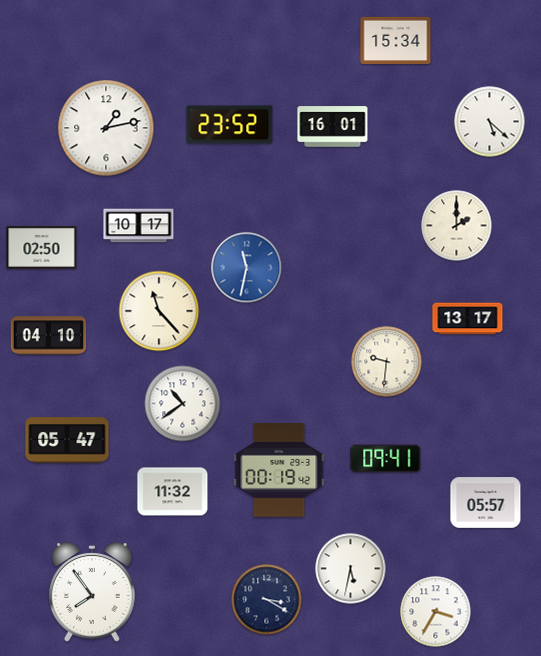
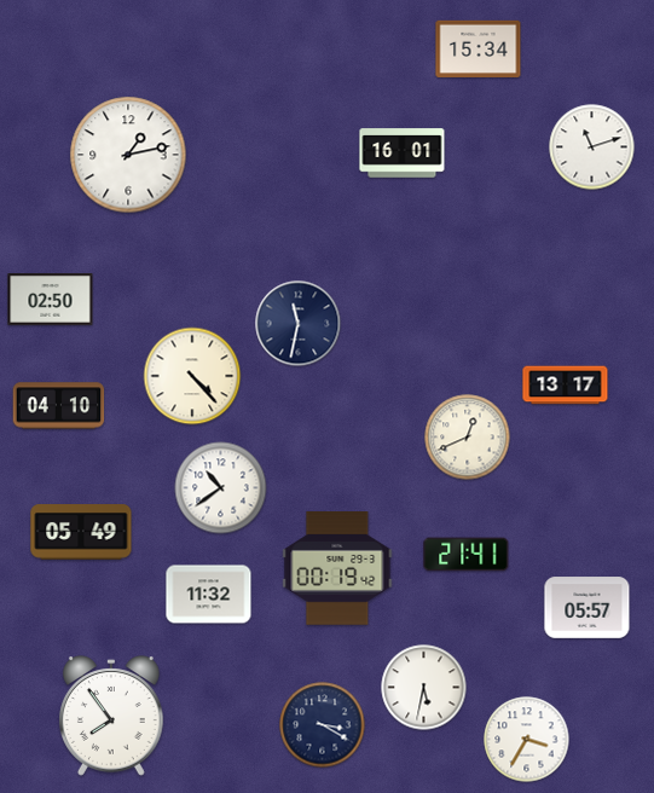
clock at (490, 122): 5:22 -> 11:12
clock at (230, 125): 23:52 -> none
clock at (139, 226): 10:17 -> none
clock at (457, 226): 2:00 -> none
clock at (247, 268) dial: blue -> navy
clock at (159, 311): 11:23 -> 4:23
clock at (387, 362): 9:31 -> 12:41
clock at (67, 440): 05:47 -> 05:49
clock at (386, 459): 09:41 -> 21:41
